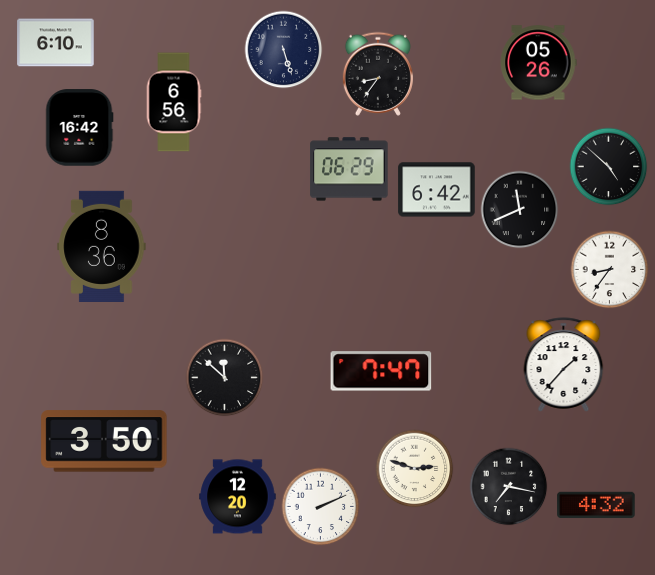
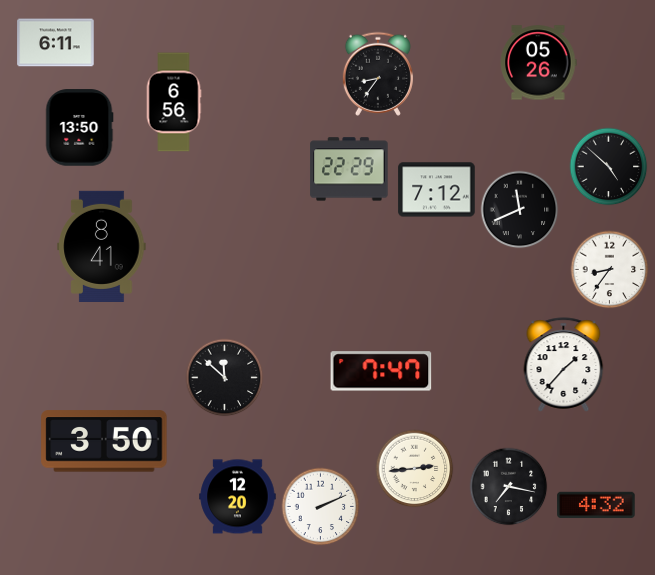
clock at (56, 43): 6:10 -> 6:11
clock at (283, 49): 5:27 -> none
clock at (79, 128): 16:42 -> 13:50
clock at (349, 169): 06:29 -> 22:29
clock at (437, 190): 6:42 -> 7:12
clock at (102, 246): 8:36 -> 8:41
clock at (414, 468): 2:48 -> 2:44
